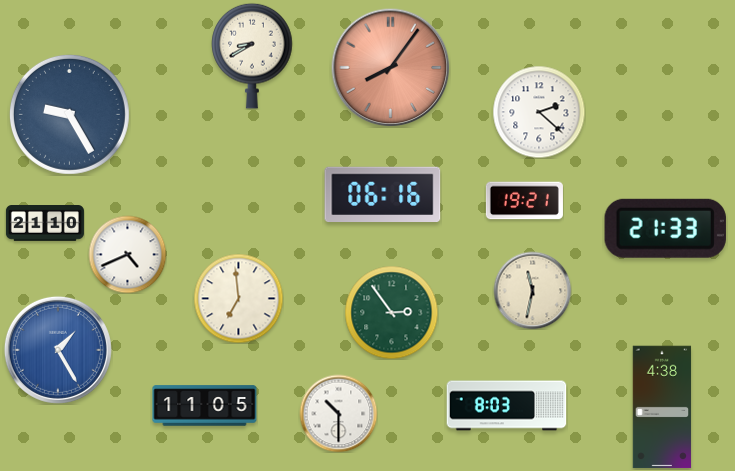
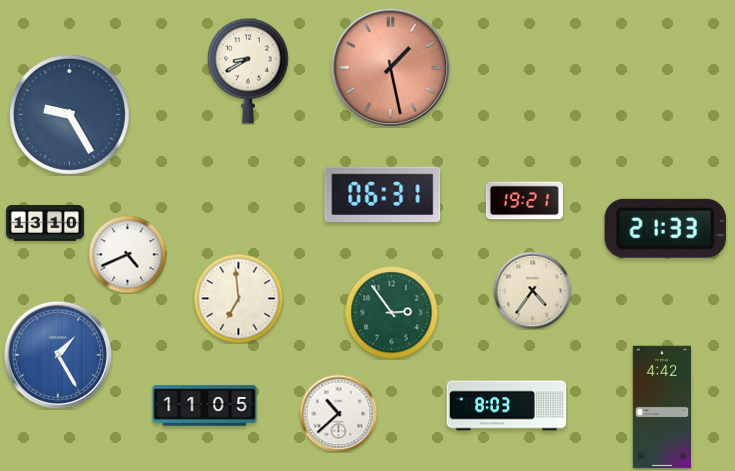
clock at (252, 56) position: (252, 56) -> (248, 71)
clock at (390, 67): 8:06 -> 1:28
clock at (539, 112): 2:22 -> none
clock at (383, 194): 06:16 -> 06:31
clock at (45, 224): 21:10 -> 13:10
clock at (532, 290): 11:32 -> 4:36
clock at (58, 350) position: (58, 350) -> (58, 355)
clock at (662, 407): 4:38 -> 4:42
clock at (338, 413): 10:30 -> 10:38
